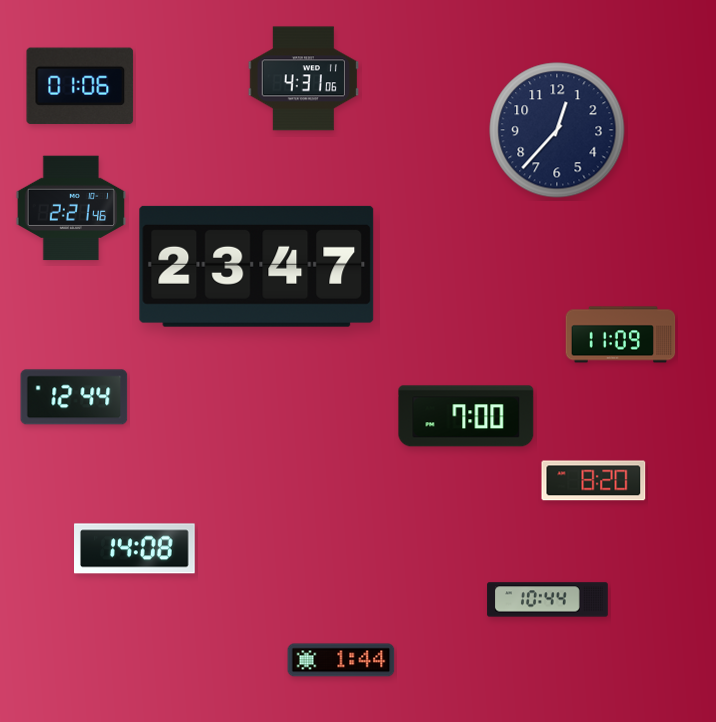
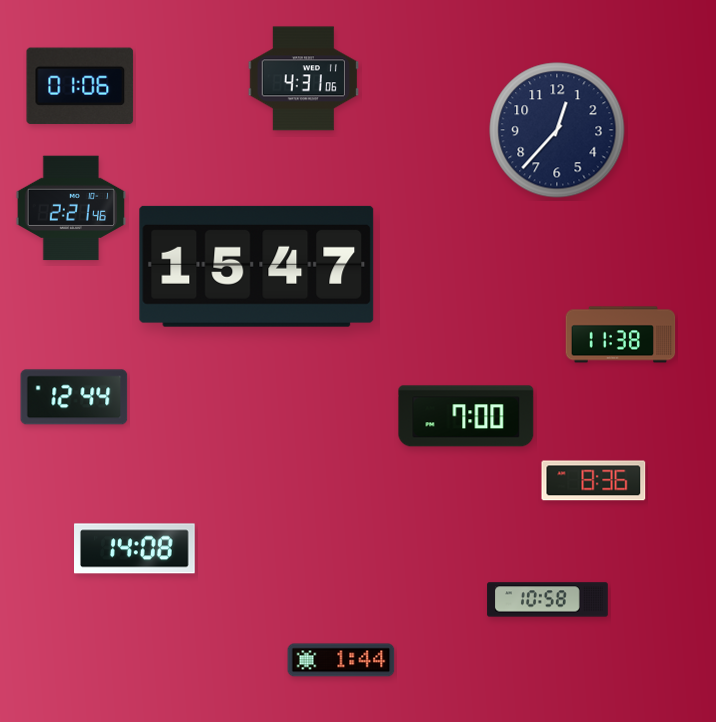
clock at (257, 266): 23:47 -> 15:47
clock at (621, 335): 11:09 -> 11:38
clock at (594, 481): 8:20 -> 8:36
clock at (548, 600): 10:44 -> 10:58
